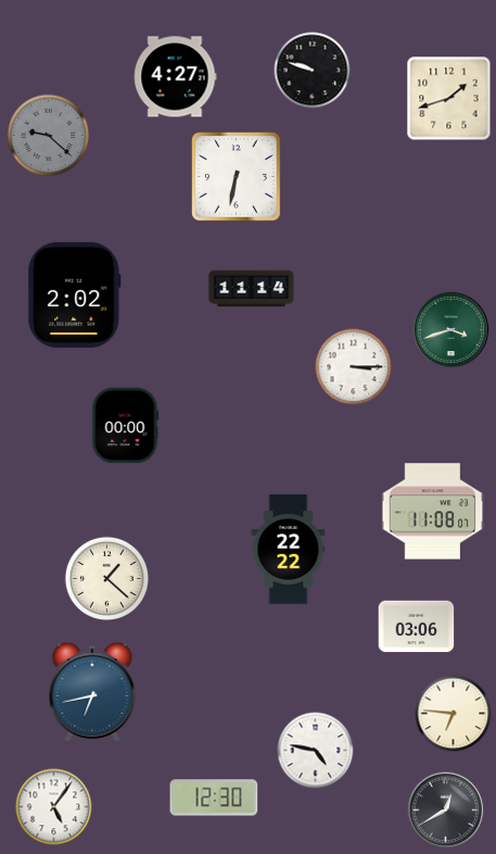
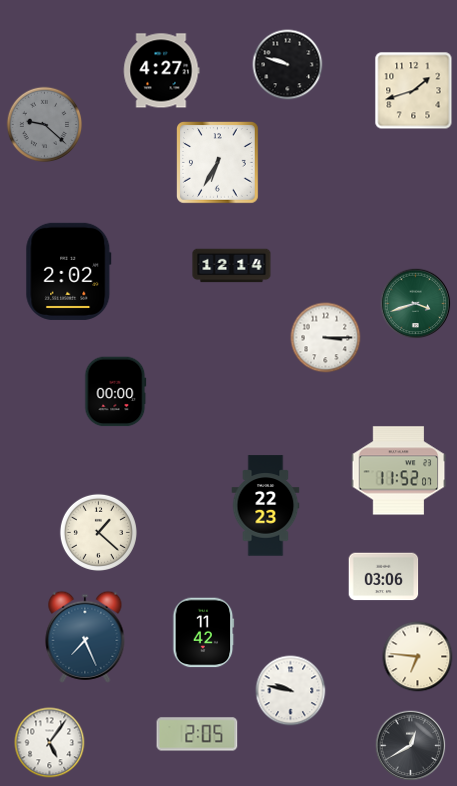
clock at (237, 177): 6:32 -> 6:35
clock at (252, 289): 11:14 -> 12:14
clock at (433, 512): 11:08 -> 11:52
clock at (289, 550): 22:22 -> 22:23
clock at (204, 633): none -> 11:42
clock at (92, 692): 6:43 -> 7:26
clock at (316, 751): 4:47 -> 9:47
clock at (214, 798): 12:30 -> 2:05
